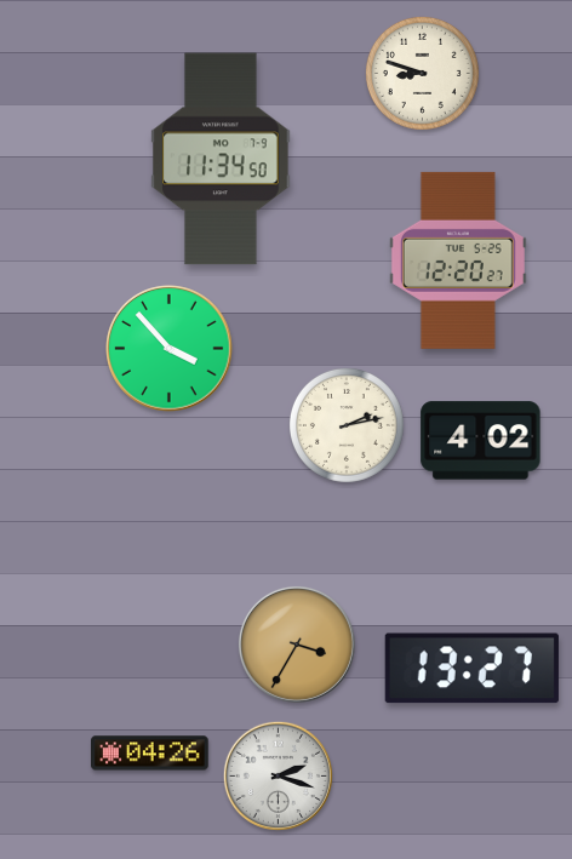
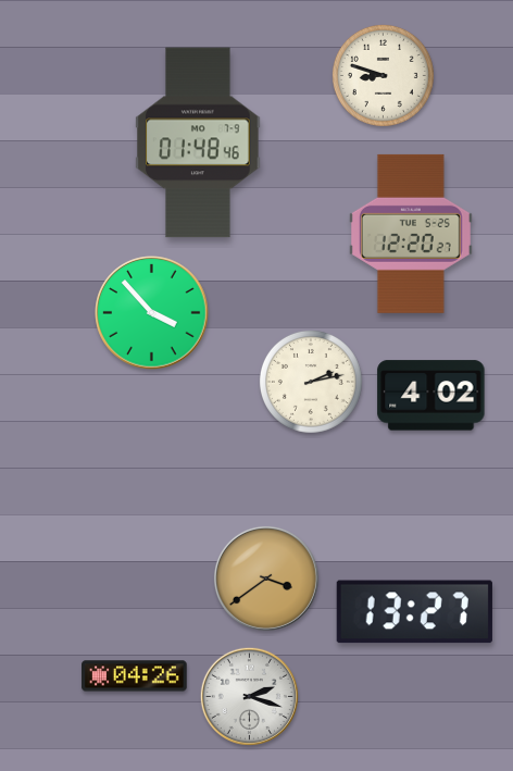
clock at (422, 73) position: (422, 73) -> (383, 75)
clock at (221, 159): 11:34 -> 01:48
clock at (297, 645): 3:35 -> 3:39
clock at (471, 669) position: (471, 669) -> (414, 612)
